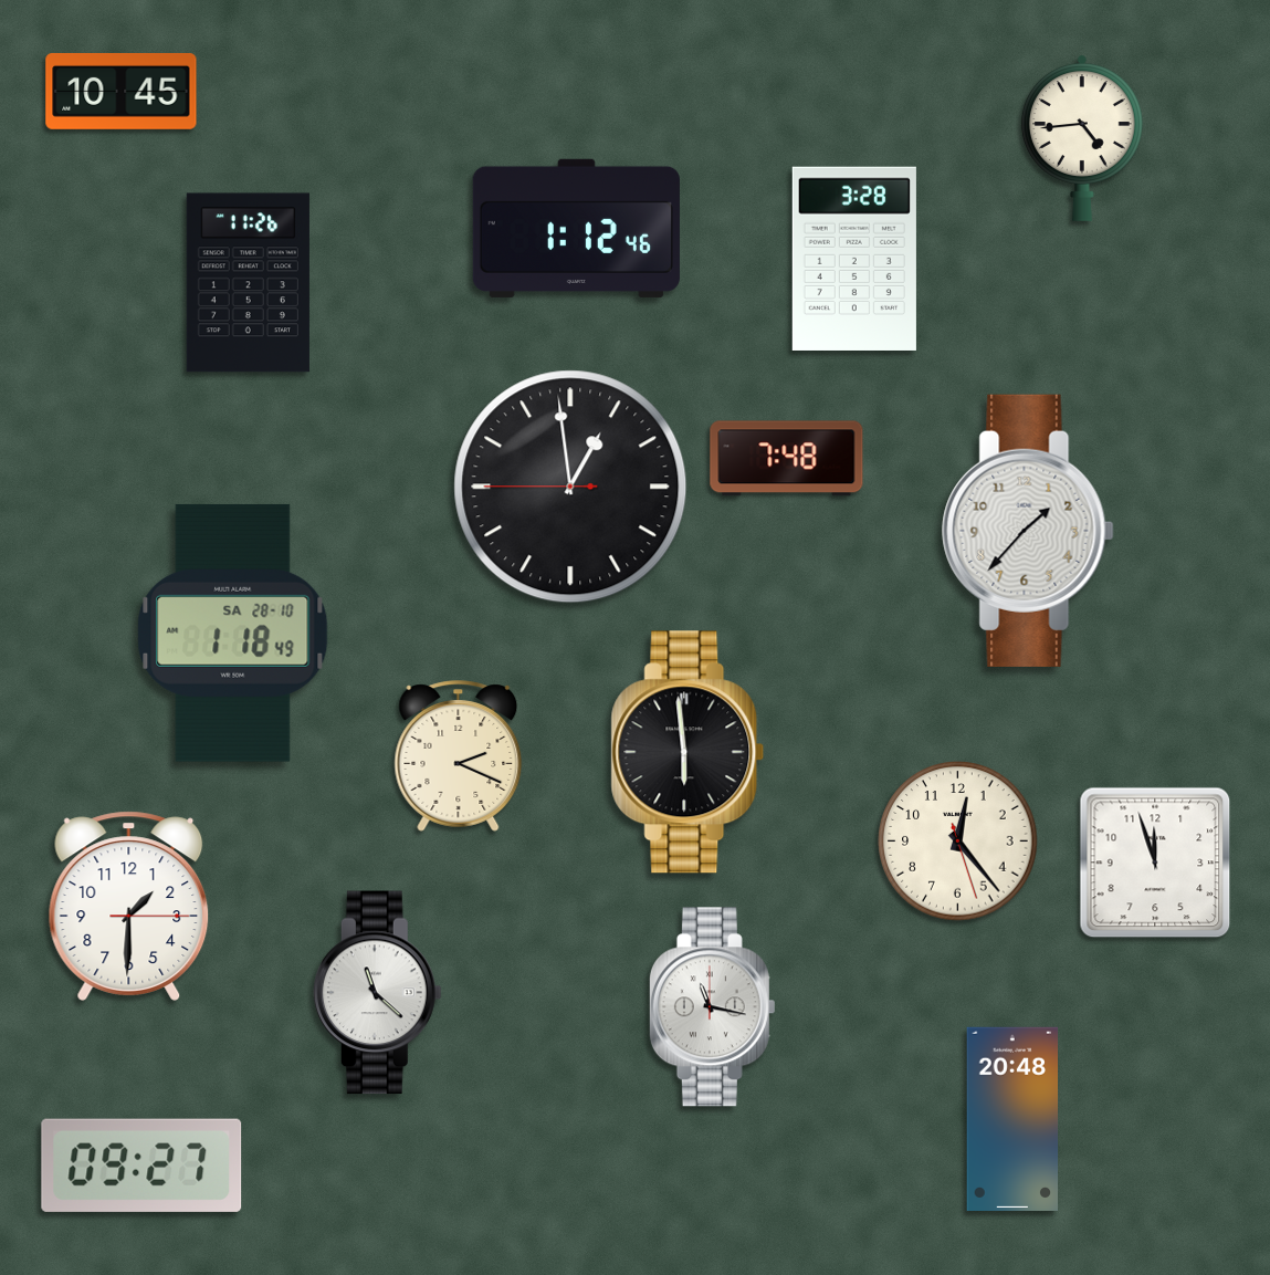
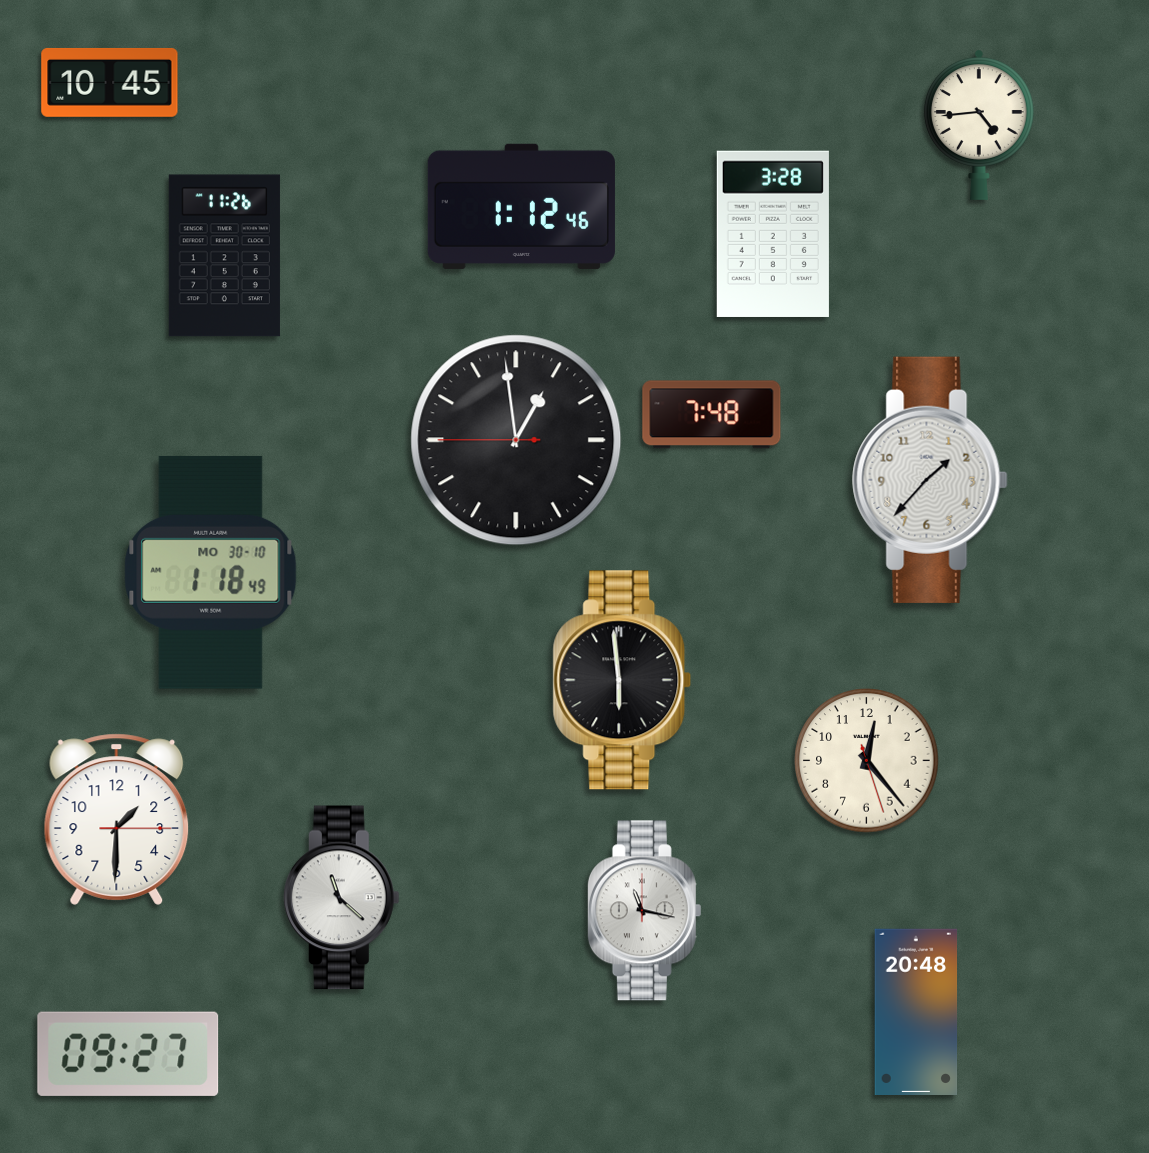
clock at (233, 633) date: SA 28-10 -> MO 30-10
clock at (459, 756): 2:19 -> none
clock at (1155, 863): 11:57 -> none
